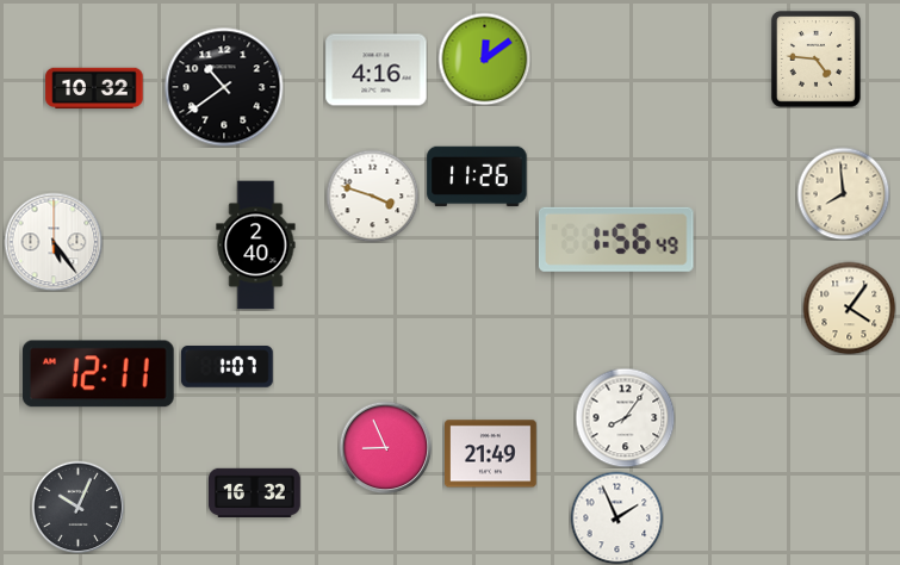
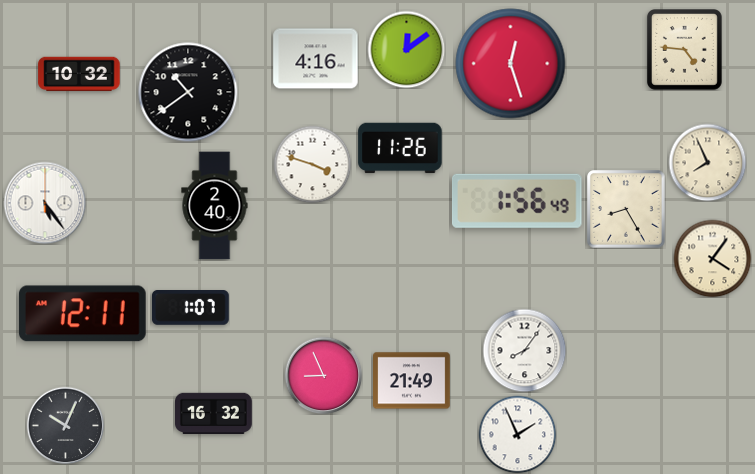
clock at (511, 64): none -> 12:27
clock at (224, 87) position: (224, 87) -> (188, 92)
clock at (843, 193): 7:59 -> 7:56
clock at (627, 210): none -> 8:25
